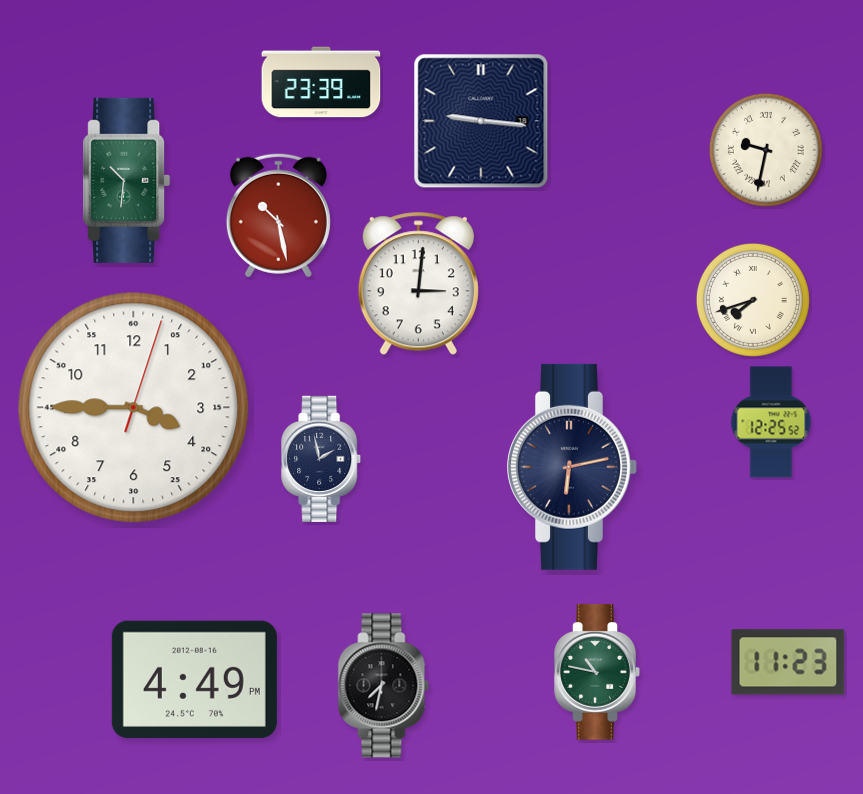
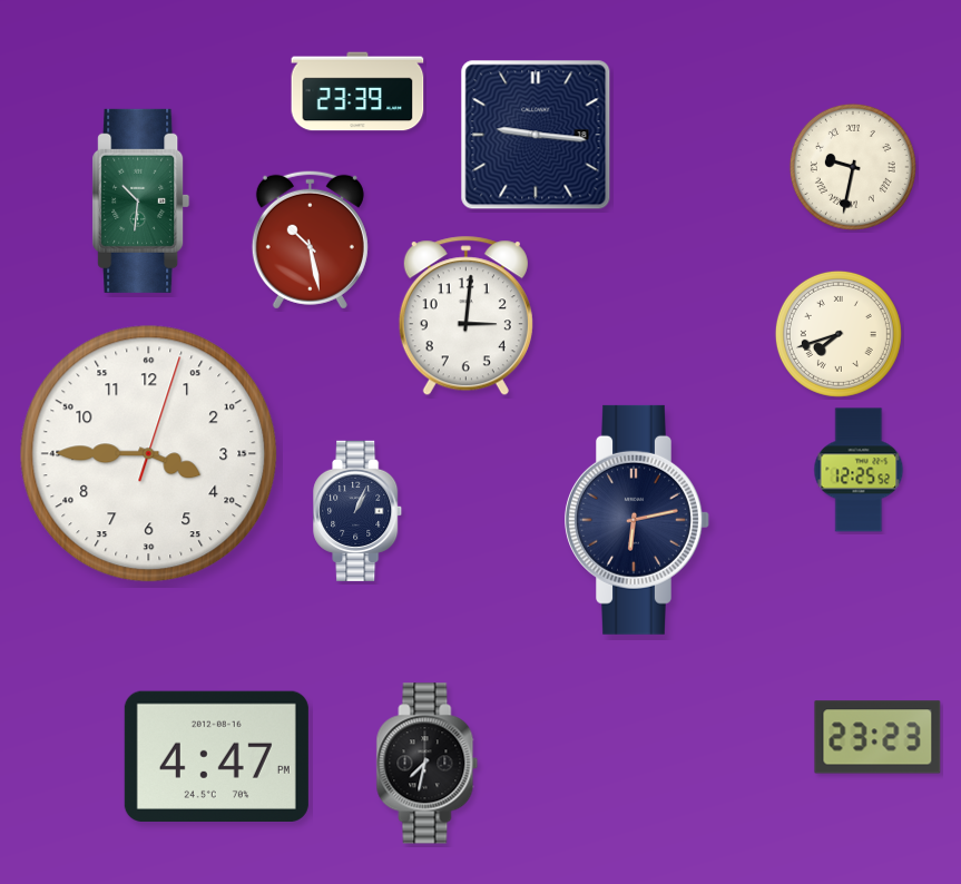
clock at (322, 459): 1:58 -> 1:04
clock at (788, 662): 11:23 -> 23:23
clock at (597, 672): 10:47 -> none
clock at (194, 679): 4:49 -> 4:47
